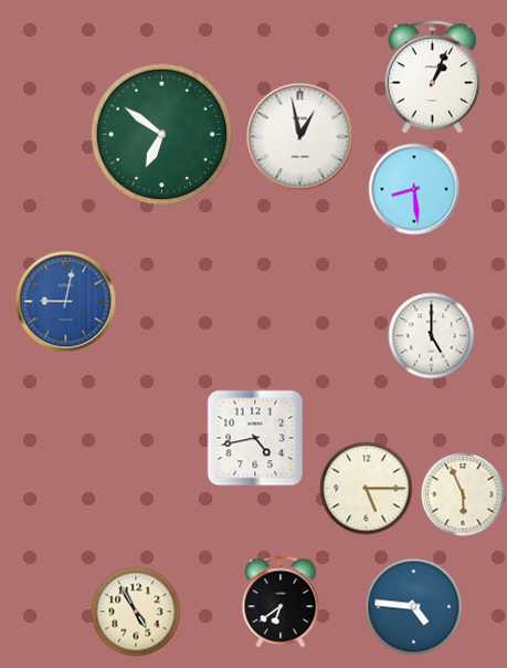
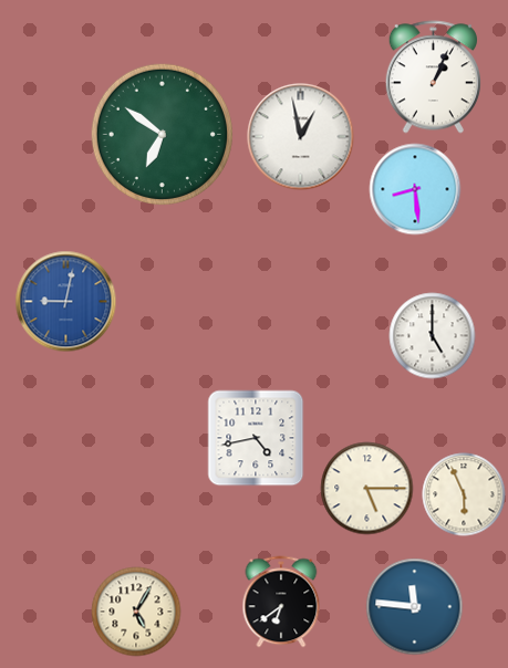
clock at (414, 607): 4:46 -> 11:46
clock at (136, 612): 4:55 -> 5:05
